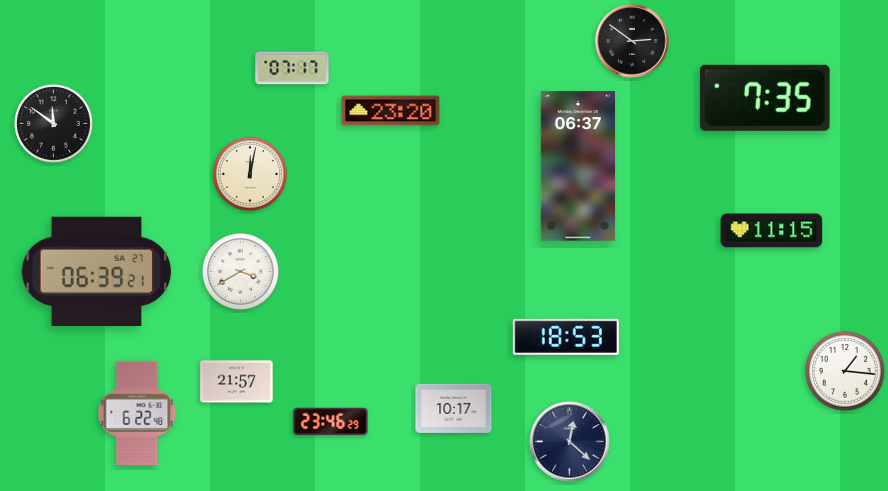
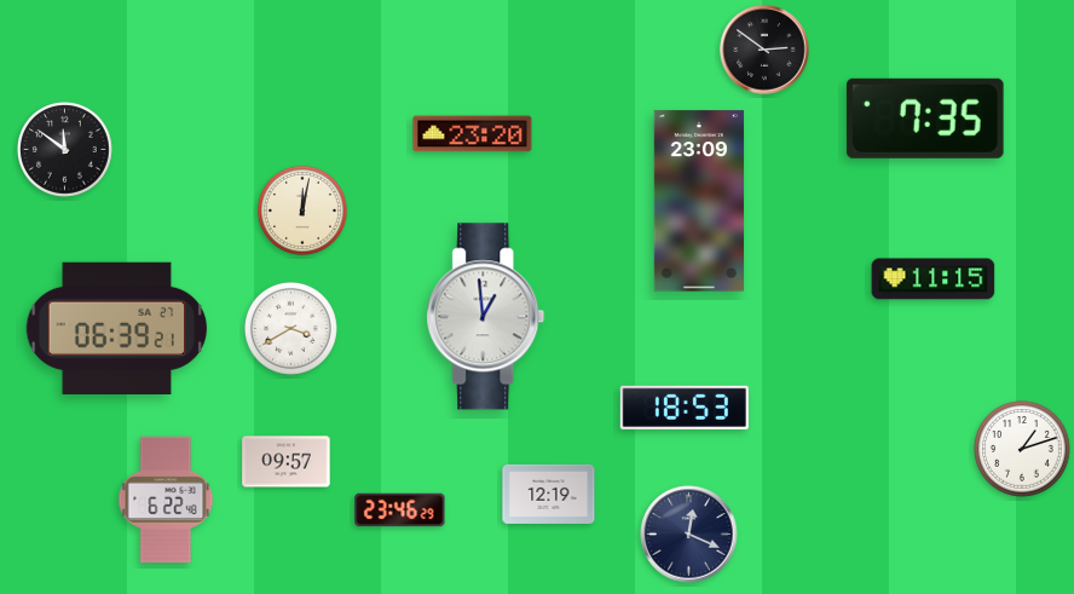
clock at (292, 68): 07:17 -> none
clock at (578, 166): 06:37 -> 23:09
clock at (486, 317): none -> 12:59
clock at (845, 371): 1:16 -> 1:12
clock at (237, 382): 21:57 -> 09:57
clock at (454, 408): 10:17 -> 12:19
clock at (570, 442): 12:22 -> 12:19
